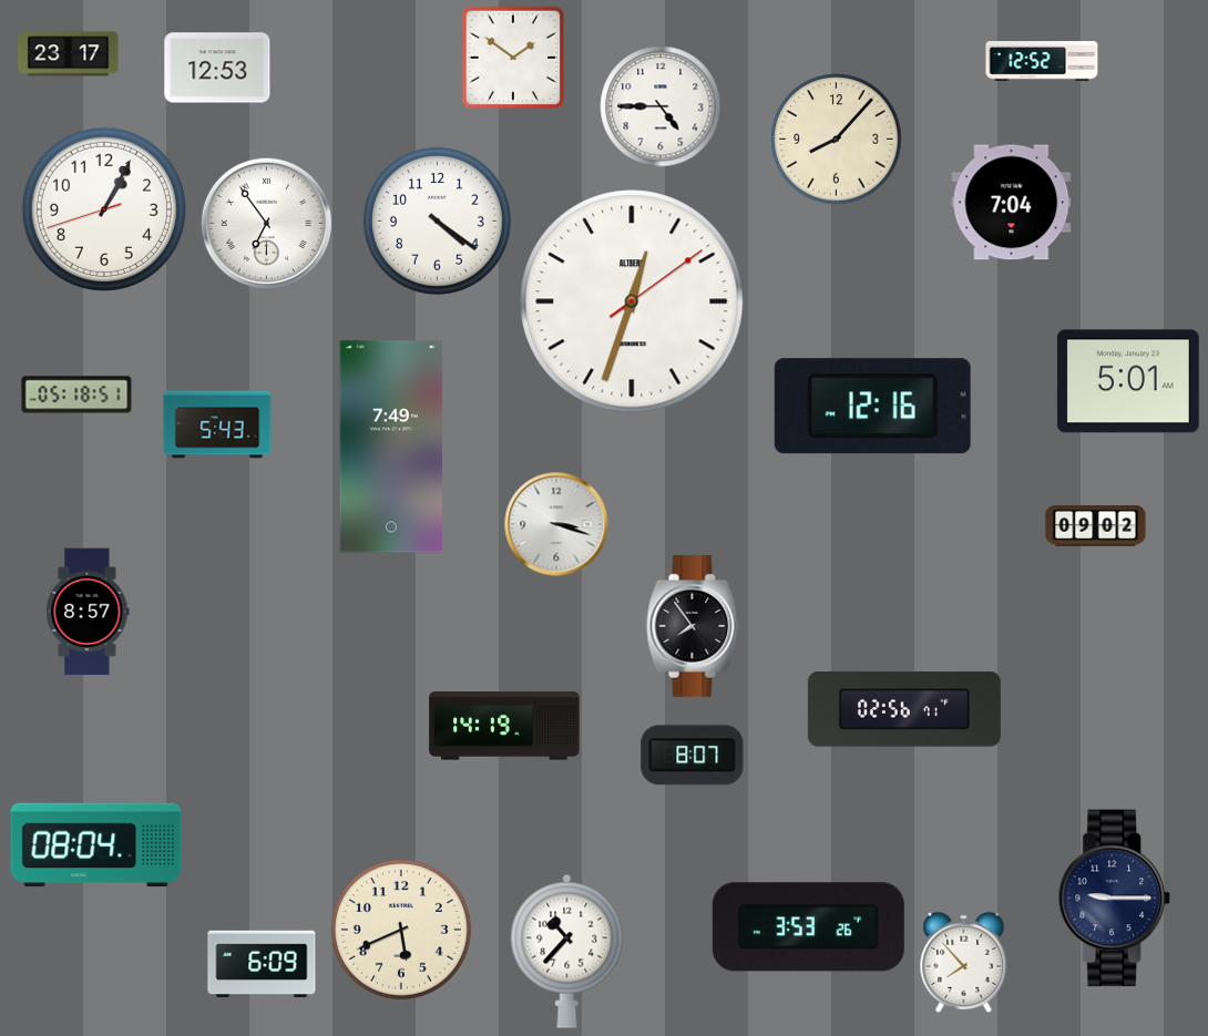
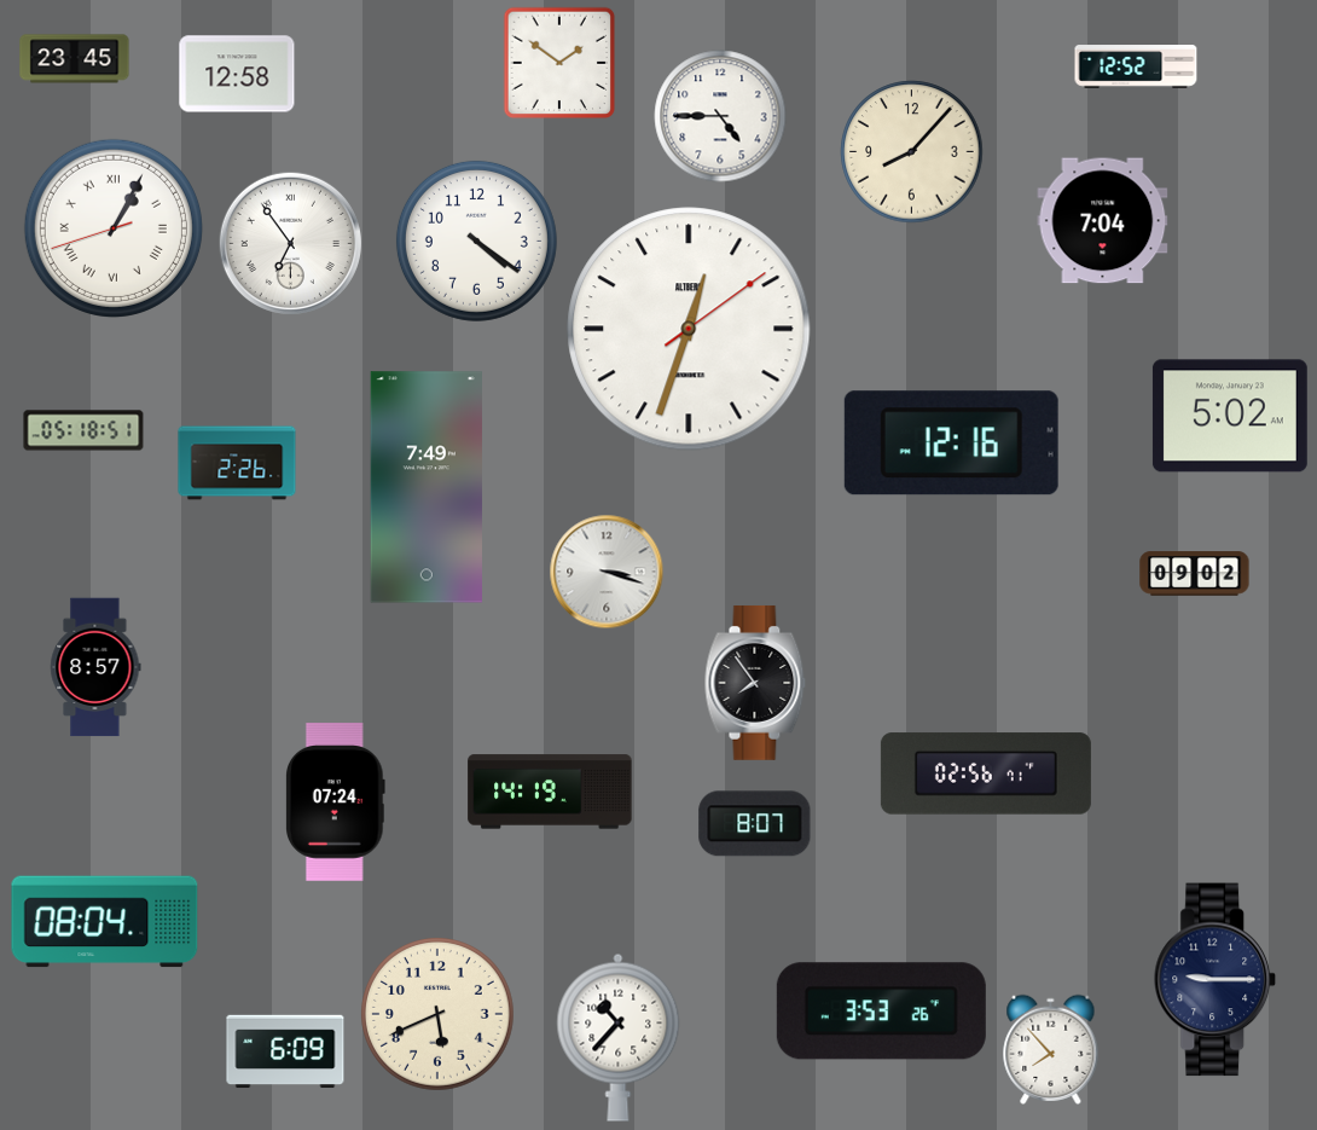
clock at (69, 54): 23:17 -> 23:45
clock at (217, 68): 12:53 -> 12:58
clock at (104, 209) numerals: Arabic -> Roman
clock at (1128, 381): 5:01 -> 5:02
clock at (217, 424): 5:43 -> 2:26
clock at (336, 802): none -> 07:24
